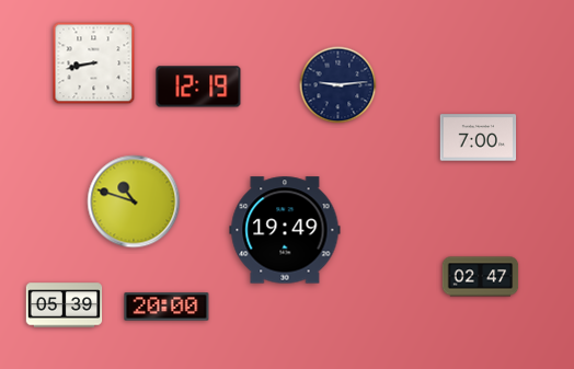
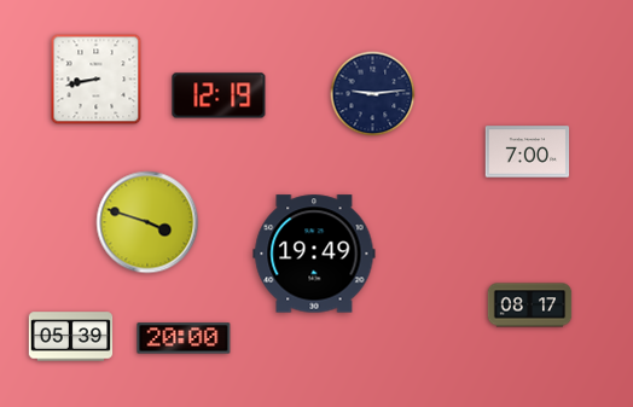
clock at (94, 64) position: (94, 64) -> (97, 80)
clock at (134, 201): 10:48 -> 3:48
clock at (481, 277): 02:47 -> 08:17
